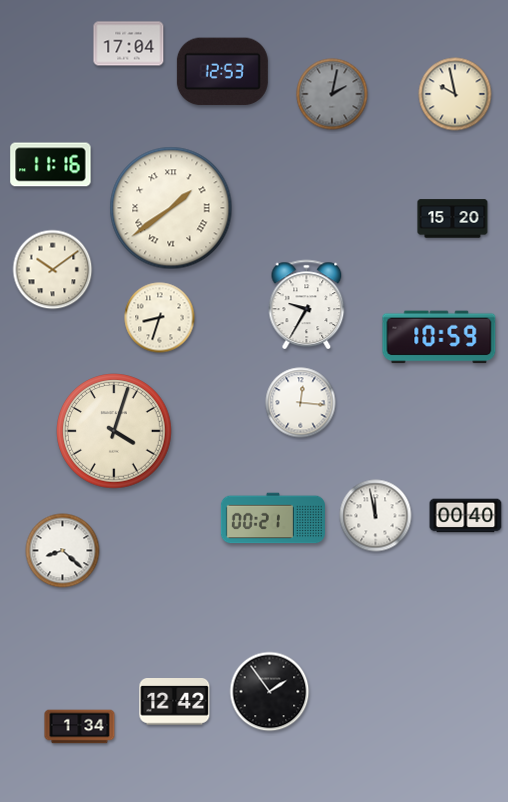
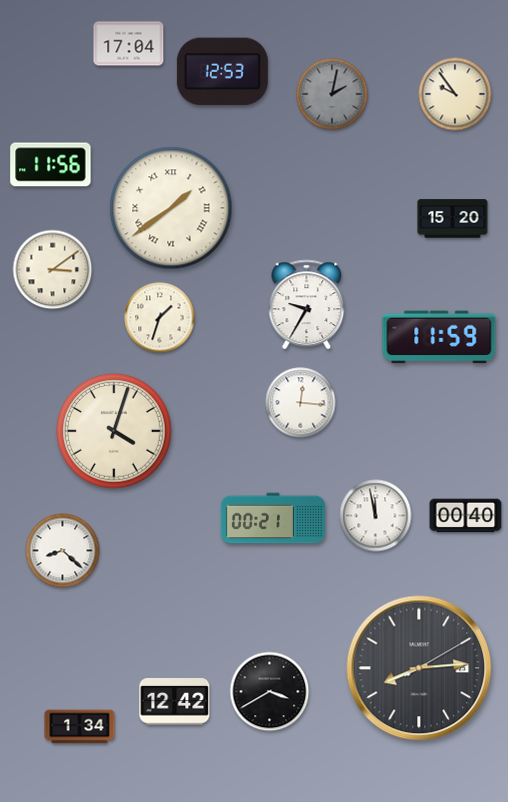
clock at (455, 94): 9:58 -> 9:54
clock at (51, 165): 11:16 -> 11:56
clock at (53, 270): 10:09 -> 3:09
clock at (160, 318): 8:33 -> 1:33
clock at (439, 337): 10:59 -> 11:59
clock at (419, 668): none -> 8:14
clock at (270, 692): 1:54 -> 3:40
